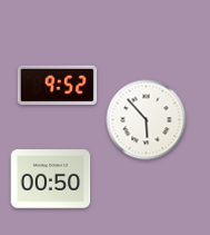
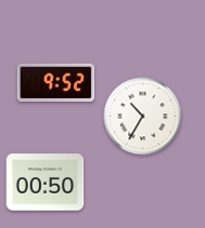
clock at (147, 120): 5:53 -> 10:35
clock at (51, 179) position: (51, 179) -> (46, 183)
